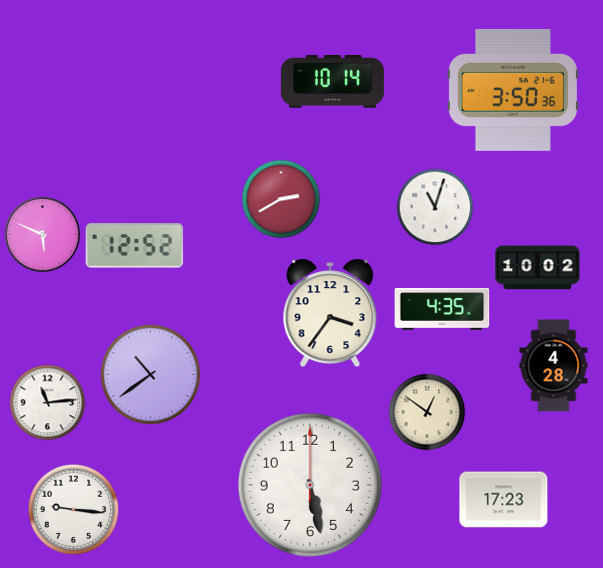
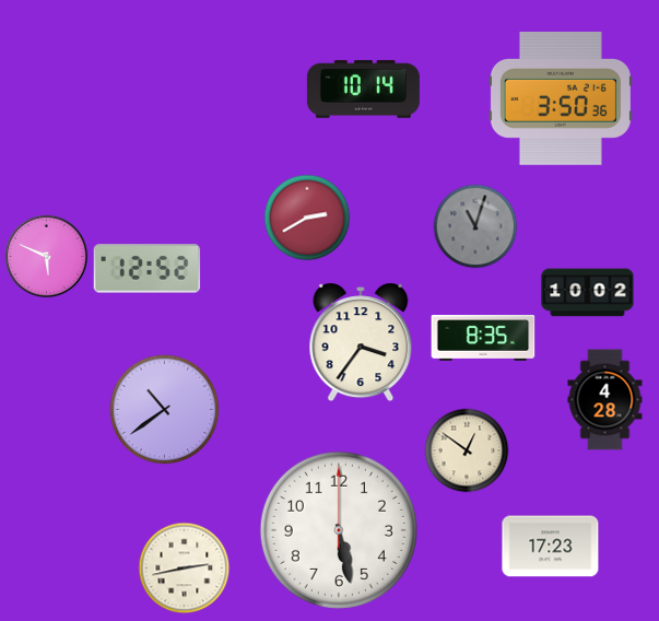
clock at (435, 207) dial: white -> grey
clock at (442, 310): 4:35 -> 8:35
clock at (48, 403): 11:14 -> none
clock at (74, 510): 9:16 -> none
clock at (185, 569): none -> 2:43
